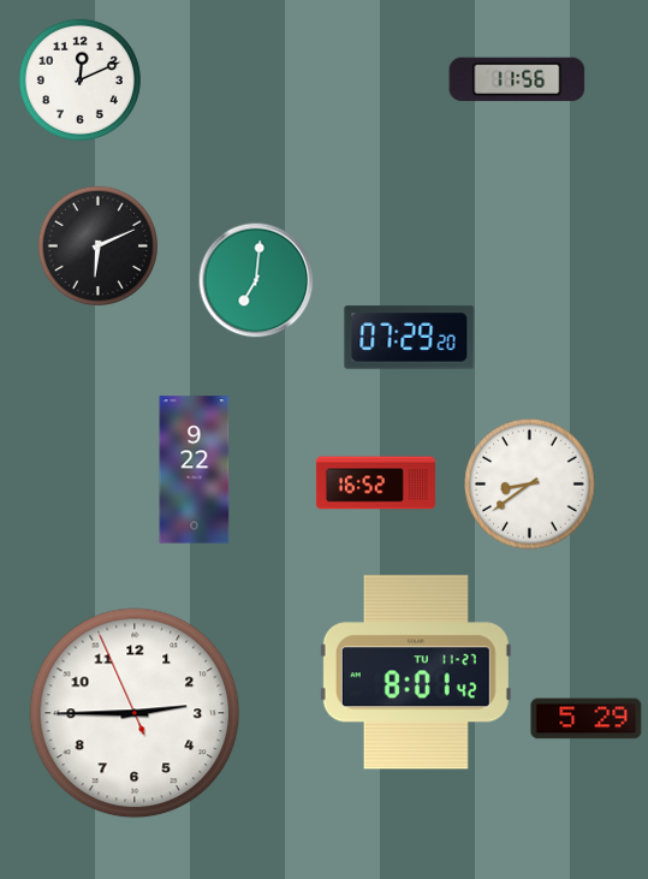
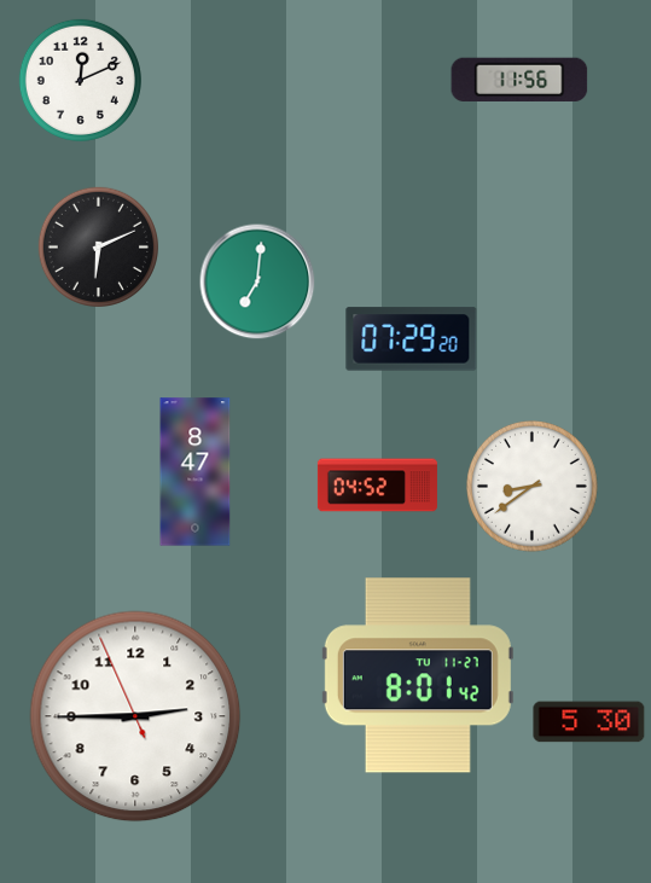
clock at (195, 470): 9:22 -> 8:47
clock at (375, 483): 16:52 -> 04:52
clock at (587, 719): 5:29 -> 5:30
